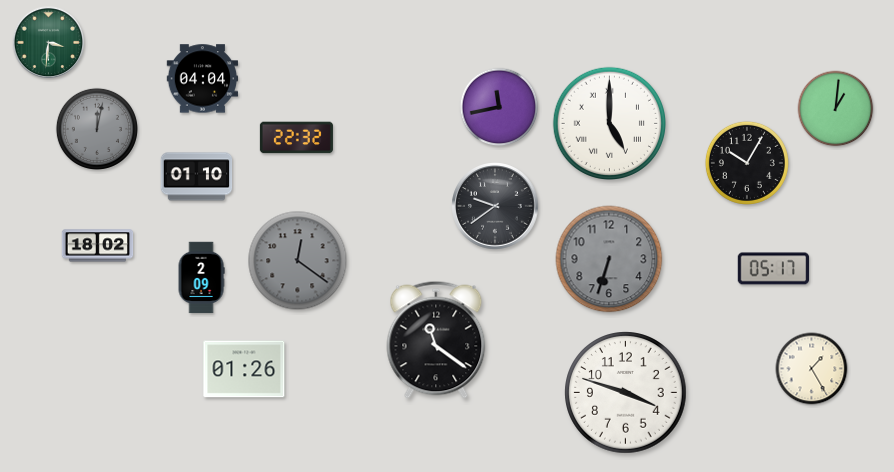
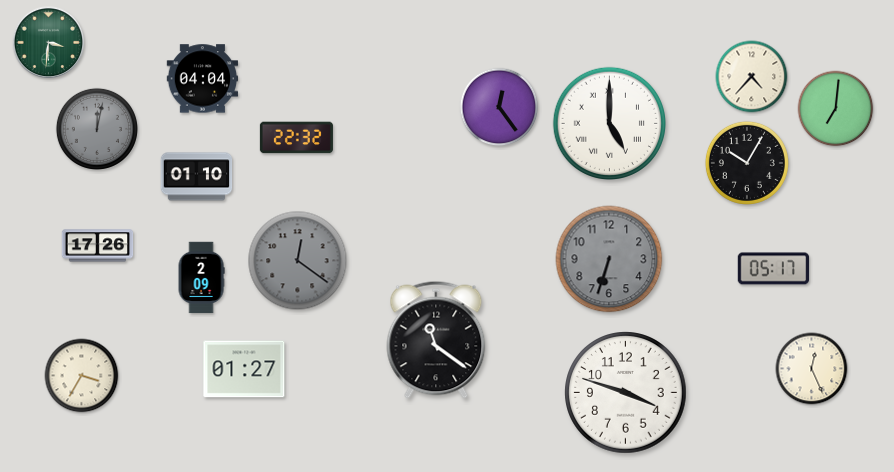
clock at (752, 77): none -> 4:37
clock at (499, 107): 11:43 -> 12:24
clock at (836, 109): 1:01 -> 7:01
clock at (495, 206): 9:39 -> none
clock at (98, 246): 18:02 -> 17:26
clock at (244, 369): 01:26 -> 01:27
clock at (812, 369): 1:25 -> 12:26
clock at (82, 376): none -> 3:35
